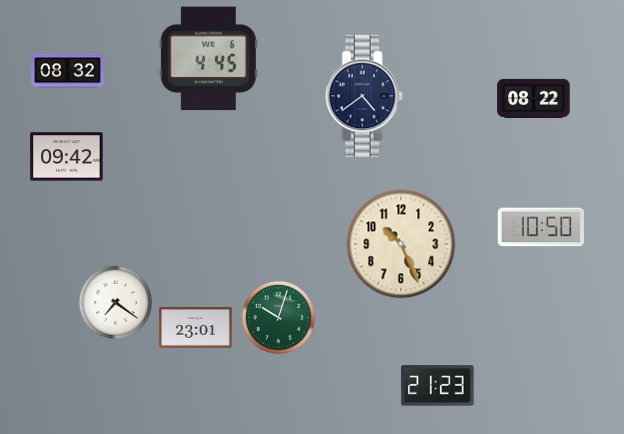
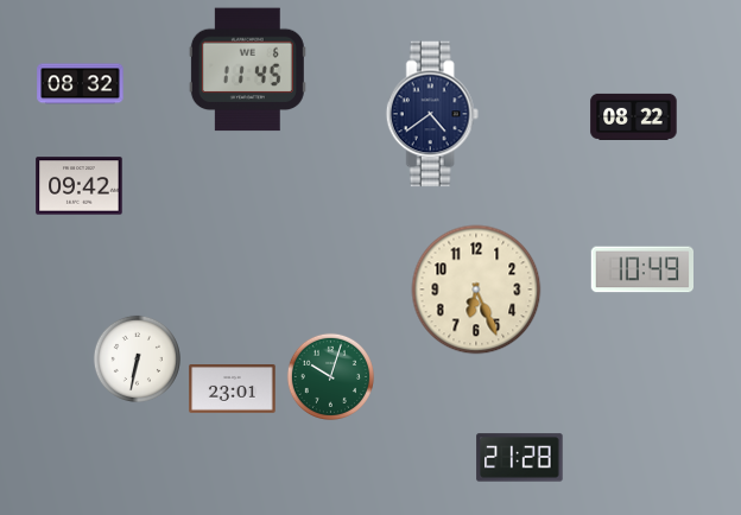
clock at (208, 59): 4:45 -> 11:45
clock at (540, 227): 10:50 -> 10:49
clock at (401, 244): 10:26 -> 6:26
clock at (115, 302): 7:21 -> 6:32
clock at (438, 386): 21:23 -> 21:28
